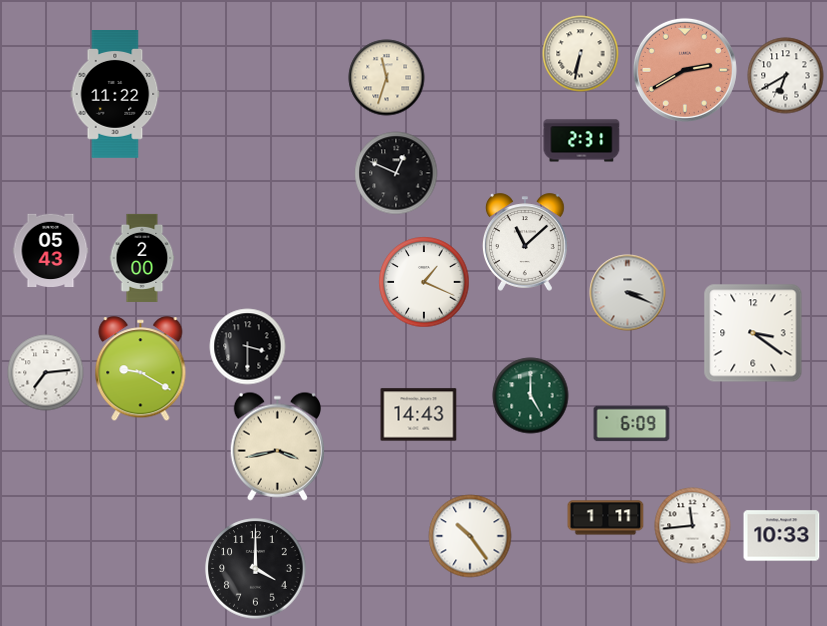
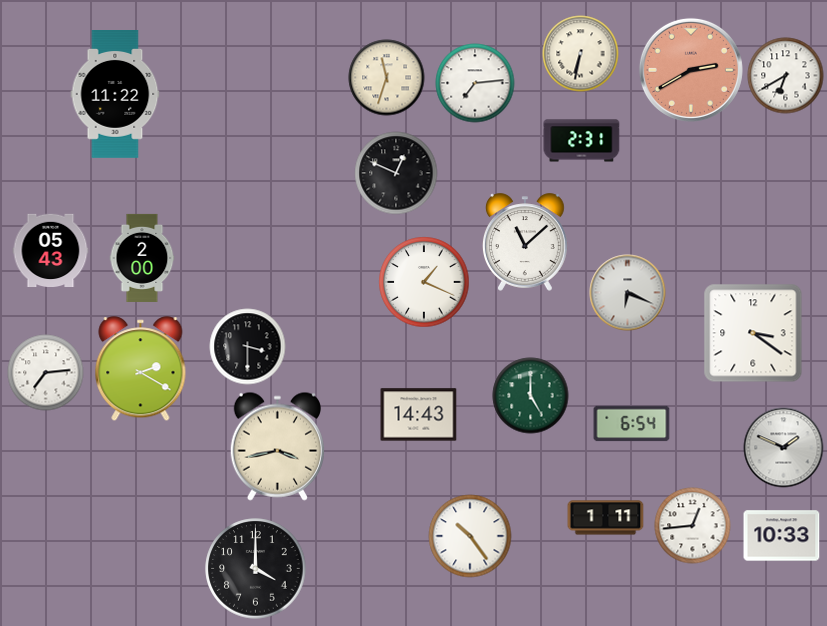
clock at (685, 70) position: (685, 70) -> (691, 70)
clock at (475, 83): none -> 7:14
clock at (628, 293): 3:19 -> 6:19
clock at (141, 369): 9:20 -> 2:20
clock at (632, 424): 6:09 -> 6:54
clock at (784, 448): none -> 1:49
clock at (693, 526): 11:44 -> 12:44
